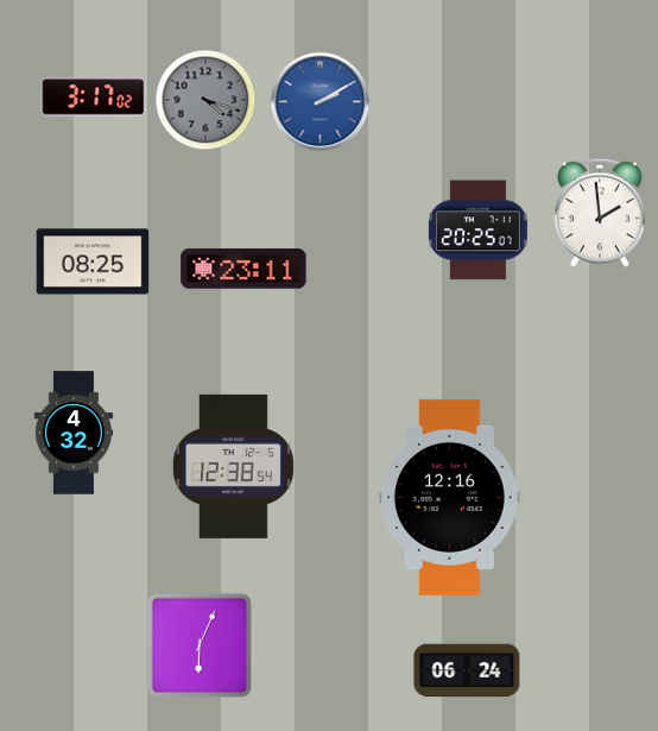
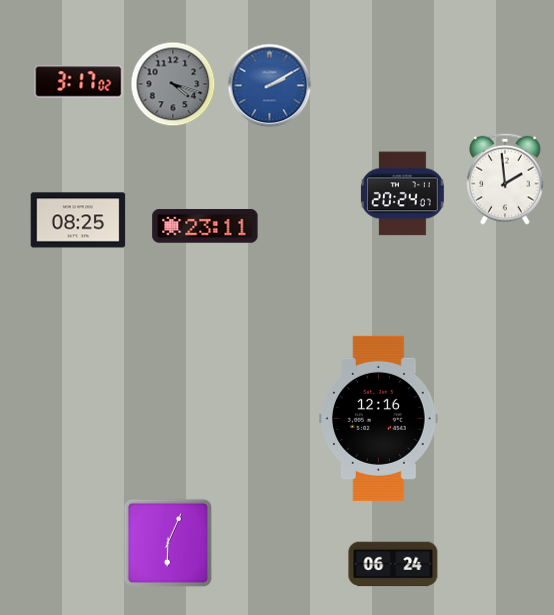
clock at (477, 231): 20:25 -> 20:24
clock at (74, 433): 4:32 -> none
clock at (233, 466): 12:38 -> none
